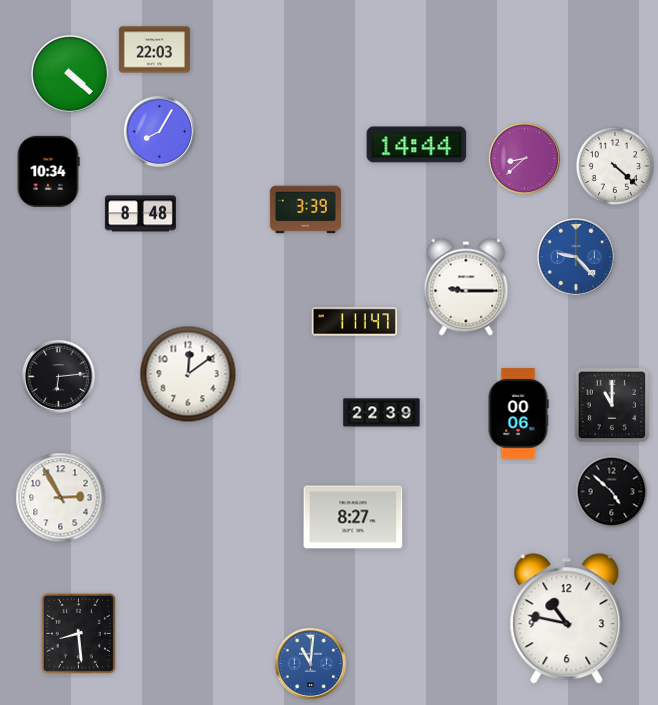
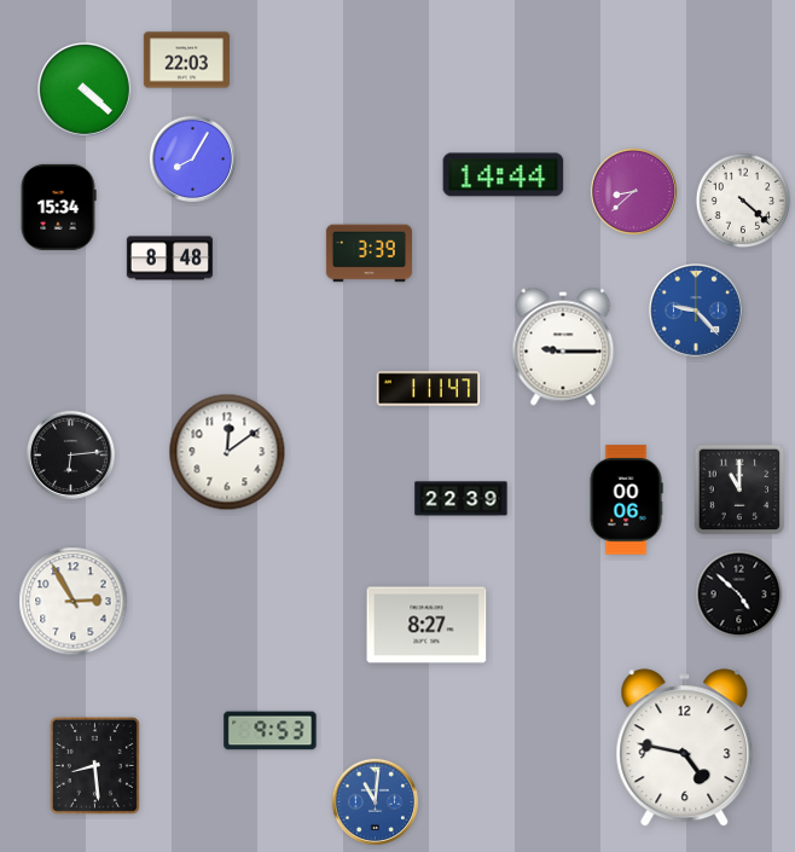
clock at (48, 171): 10:34 -> 15:34
clock at (271, 731): none -> 9:53
clock at (567, 619): 10:47 -> 4:47
